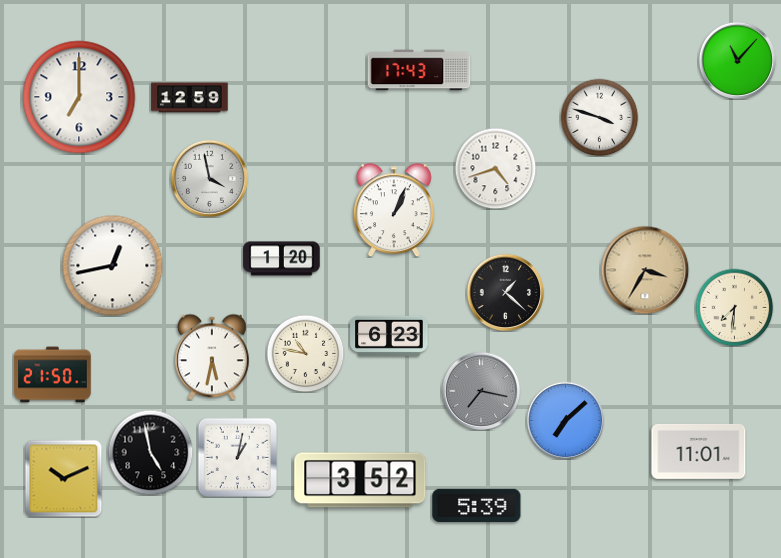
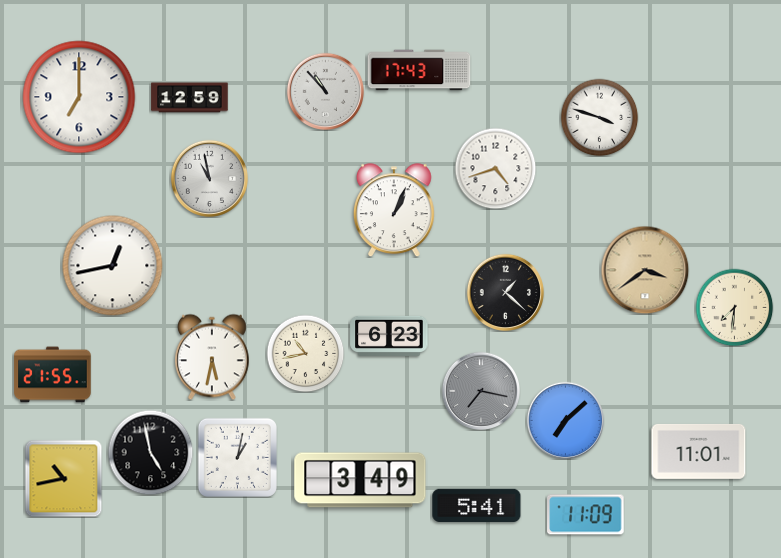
clock at (737, 60): 11:07 -> none
clock at (325, 91): none -> 10:53
clock at (209, 178): 3:58 -> 10:58
clock at (282, 259): 1:20 -> none
clock at (645, 270): 3:35 -> 3:39
clock at (305, 353): 10:47 -> 10:43
clock at (53, 375): 21:50 -> 21:55
clock at (63, 478): 10:11 -> 10:43
clock at (360, 480): 3:52 -> 3:49
clock at (477, 505): 5:39 -> 5:41
clock at (586, 515): none -> 11:09
